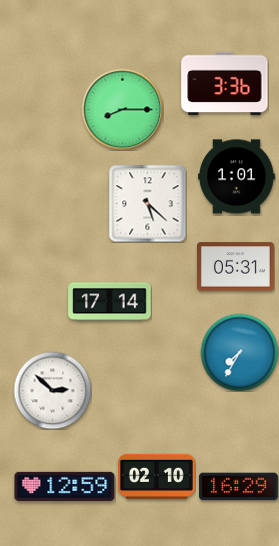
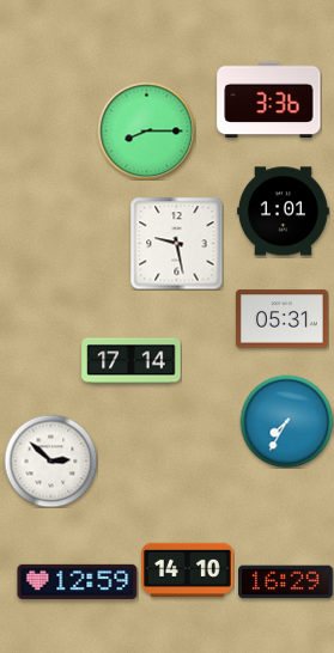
clock at (147, 203): 5:22 -> 9:28
clock at (52, 390) position: (52, 390) -> (50, 460)
clock at (157, 476): 02:10 -> 14:10
